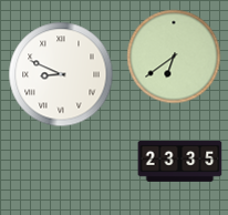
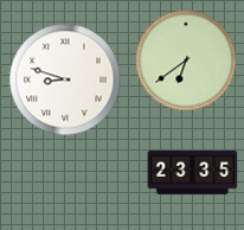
clock at (61, 74): 8:49 -> 8:48
